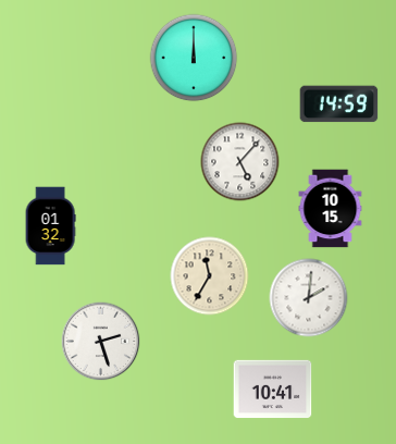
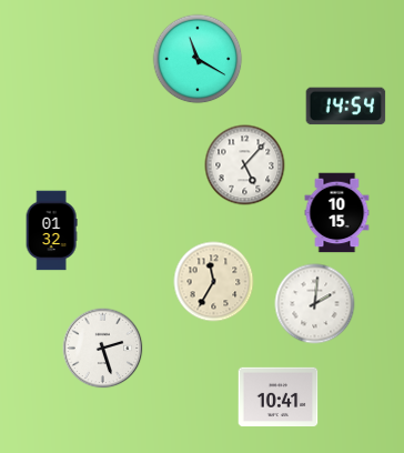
clock at (194, 58): 12:00 -> 11:20
clock at (339, 104): 14:59 -> 14:54
